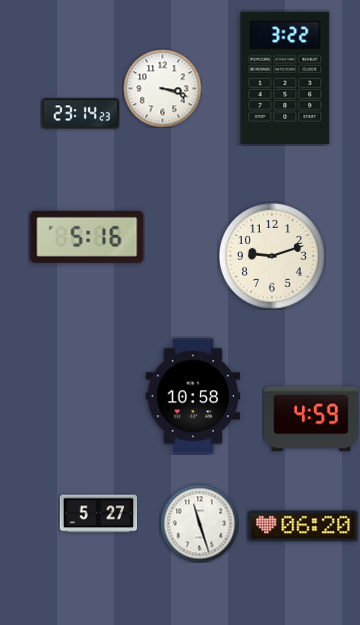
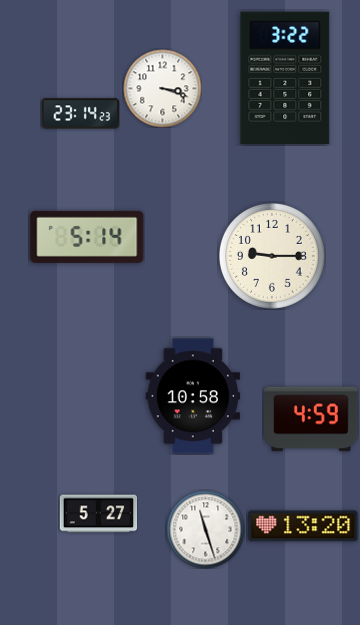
clock at (87, 237): 5:16 -> 5:14
clock at (272, 256): 9:12 -> 9:15
clock at (199, 523) position: (199, 523) -> (205, 529)
clock at (303, 526): 06:20 -> 13:20
